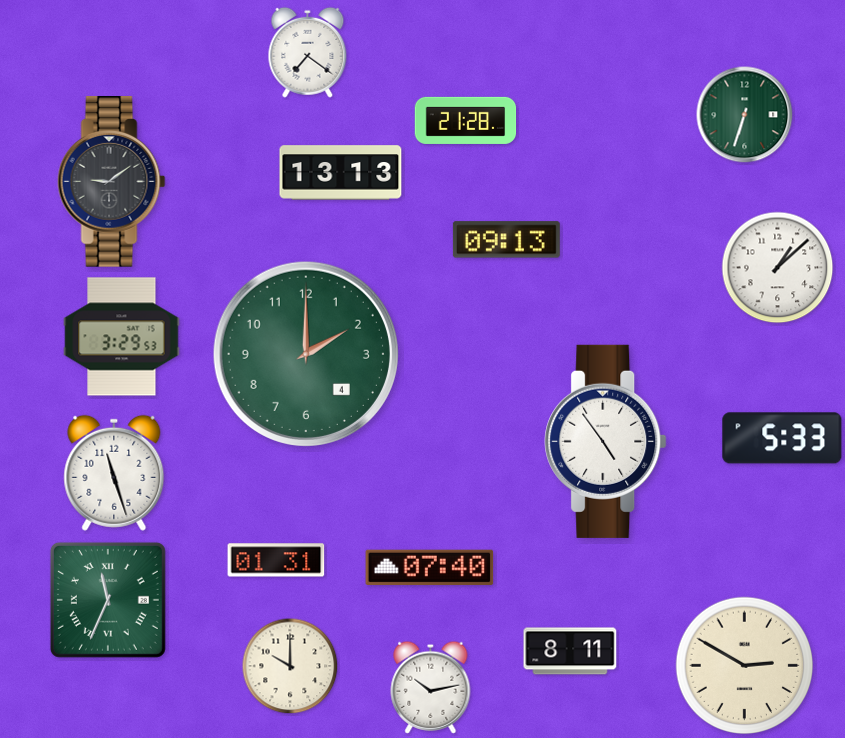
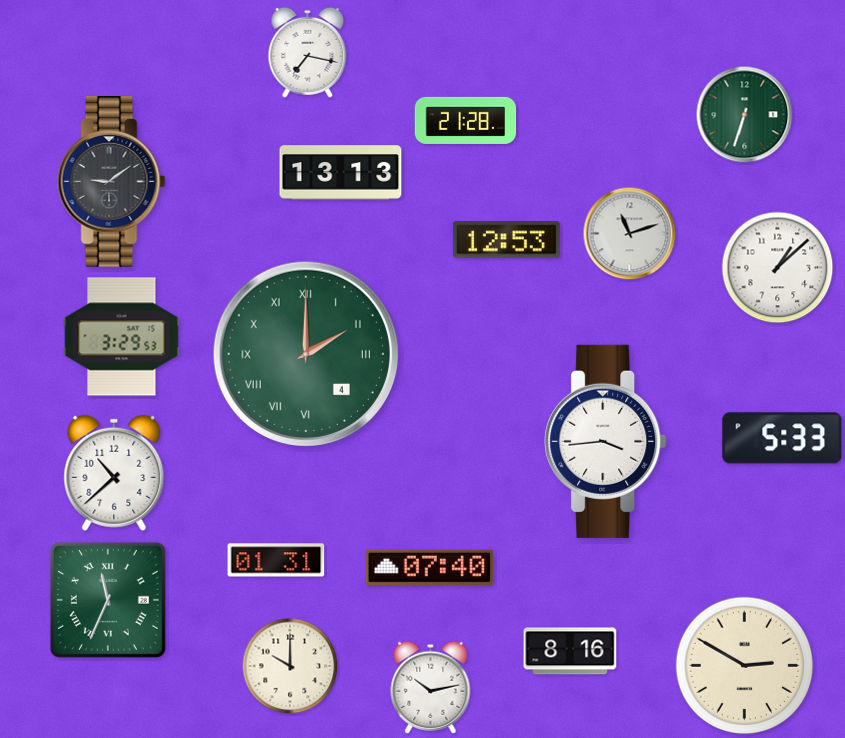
clock at (308, 52): 7:21 -> 7:17
clock at (630, 234): none -> 11:12
clock at (506, 240): 09:13 -> 12:53
clock at (306, 354) numerals: Arabic -> Roman
clock at (606, 441): 4:54 -> 3:44
clock at (114, 473): 11:27 -> 10:38
clock at (570, 651): 8:11 -> 8:16
